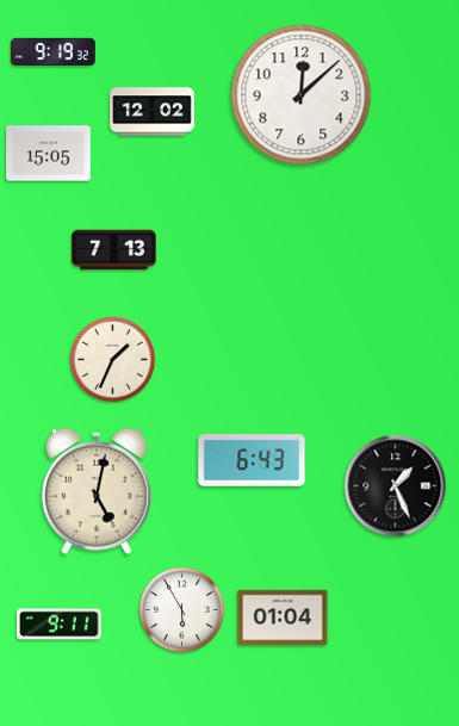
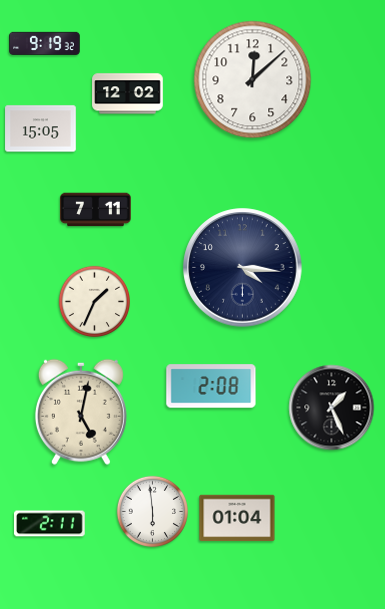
clock at (114, 250): 7:13 -> 7:11
clock at (243, 268): none -> 4:16
clock at (252, 460): 6:43 -> 2:08
clock at (181, 609): 5:55 -> 5:59
clock at (60, 625): 9:11 -> 2:11
